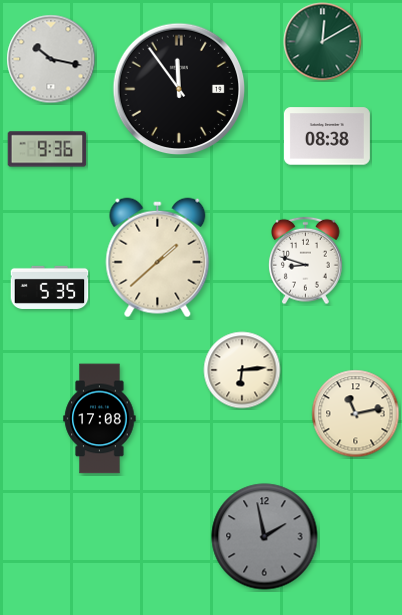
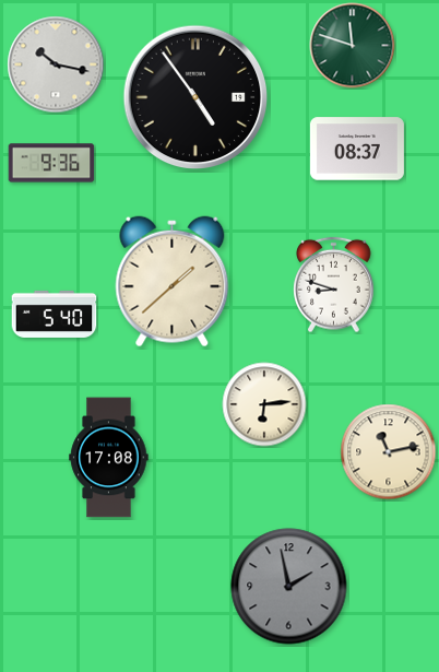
clock at (323, 42): 12:10 -> 11:48
clock at (179, 89): 11:54 -> 4:54
clock at (327, 136): 08:38 -> 08:37
clock at (50, 287): 5:35 -> 5:40
